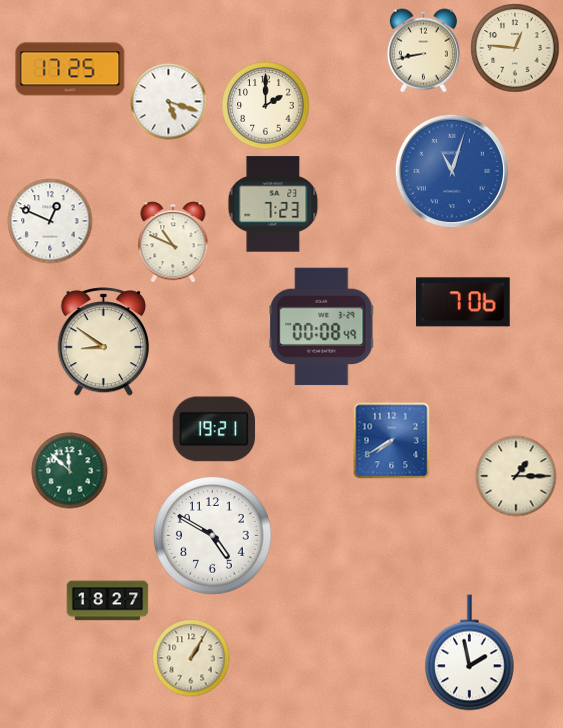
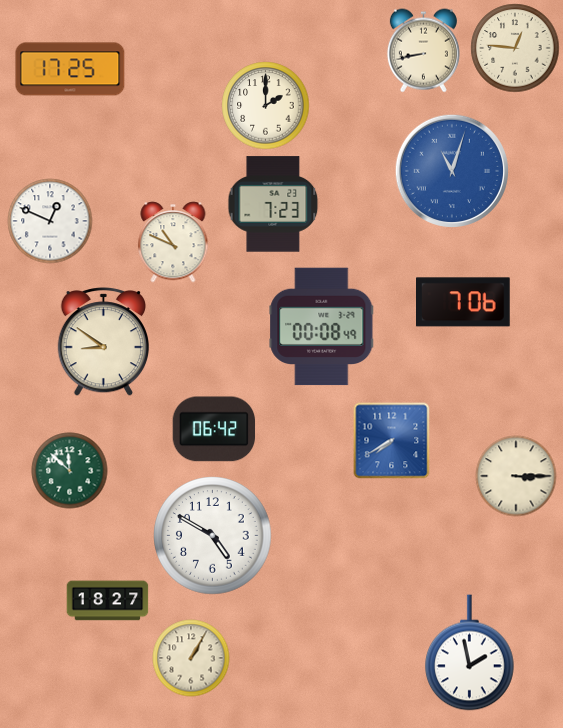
clock at (169, 102): 5:18 -> none
clock at (214, 429): 19:21 -> 06:42
clock at (516, 476): 1:15 -> 3:15
